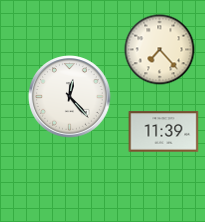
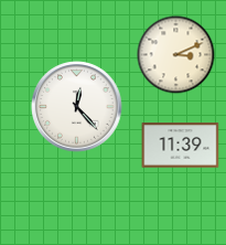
clock at (160, 50): 7:23 -> 3:11
